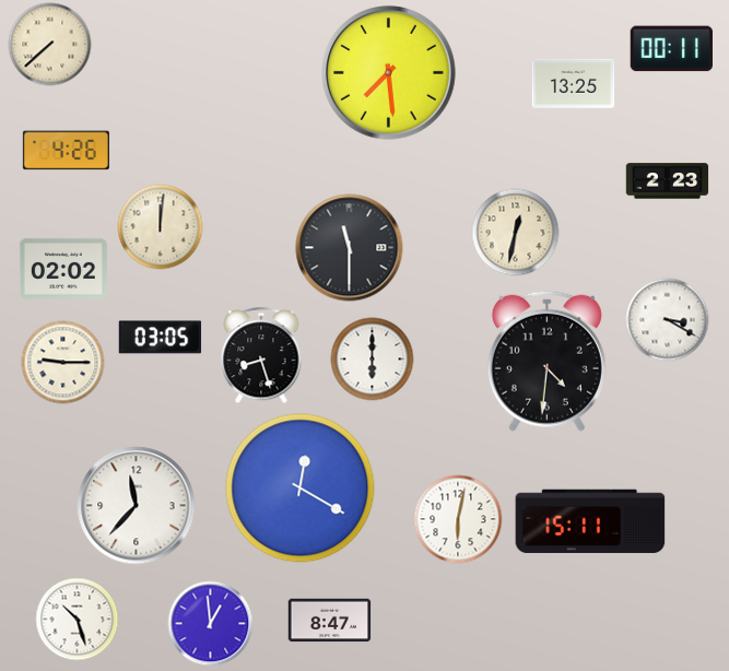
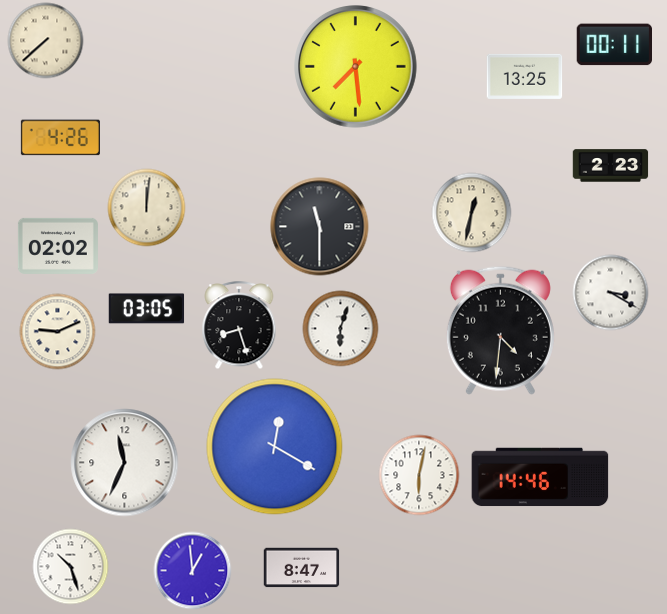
clock at (373, 360): 6:00 -> 6:03
clock at (63, 363): 9:15 -> 9:11
clock at (137, 506): 11:37 -> 11:34
clock at (590, 521): 15:11 -> 14:46
